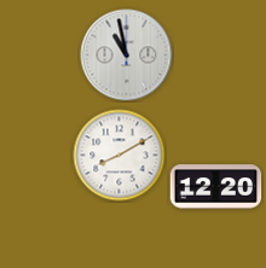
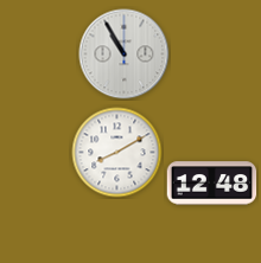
clock at (127, 56): 10:58 -> 10:55
clock at (216, 187): 12:20 -> 12:48
